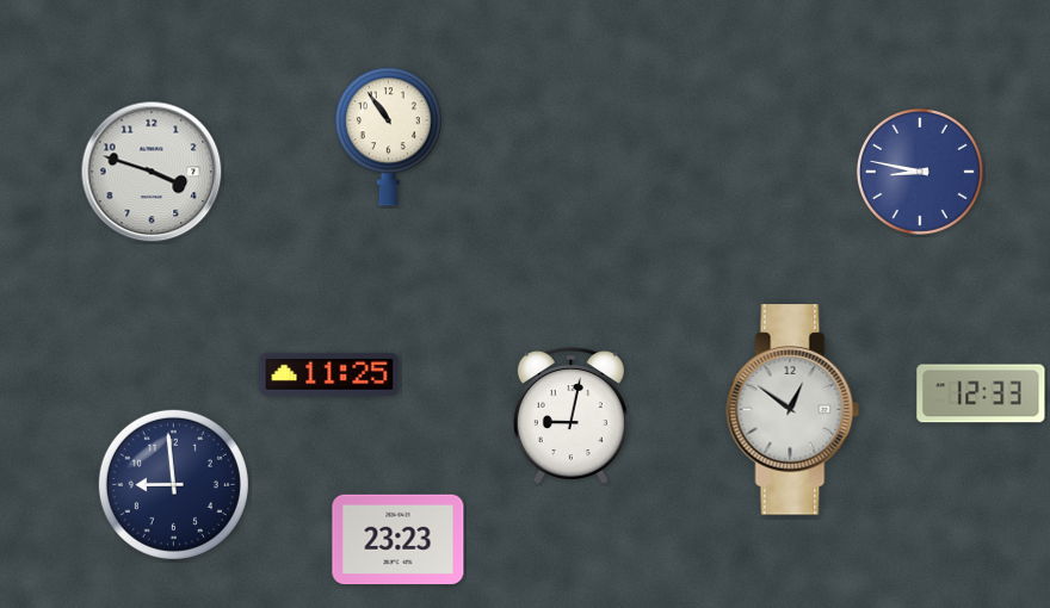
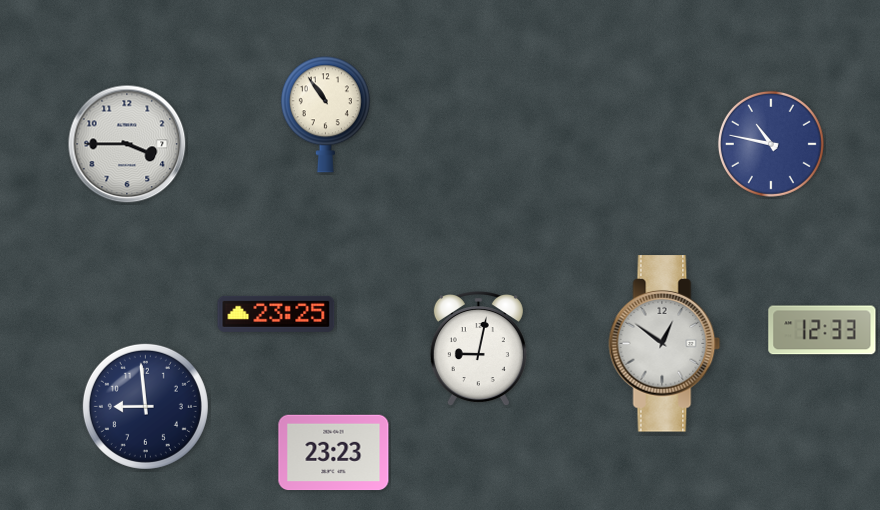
clock at (152, 172): 3:48 -> 3:45
clock at (920, 172): 8:47 -> 10:47
clock at (329, 374): 11:25 -> 23:25
